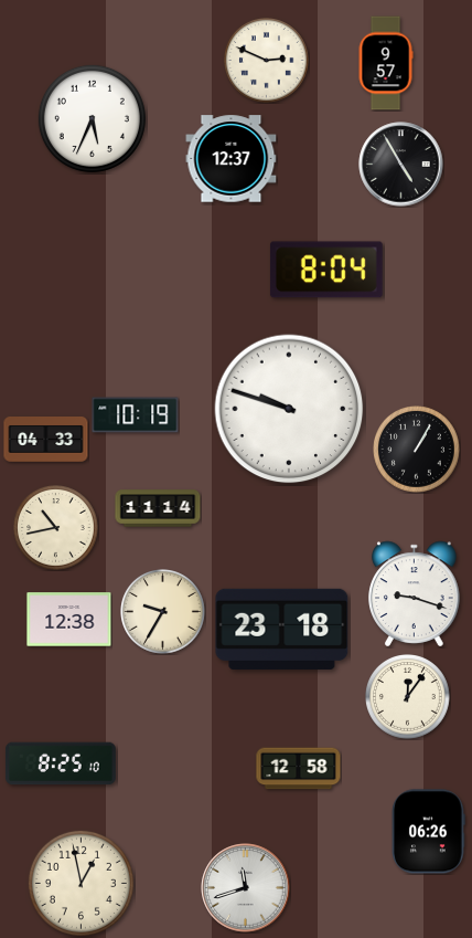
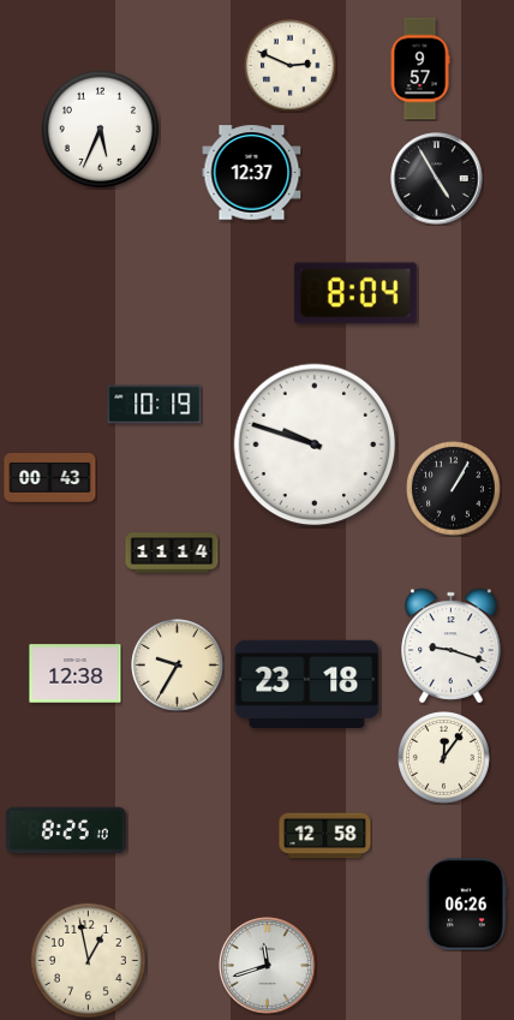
clock at (136, 415) position: (136, 415) -> (155, 405)
clock at (46, 440): 04:33 -> 00:43
clock at (56, 528): 10:43 -> none
